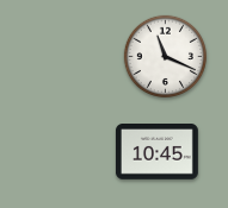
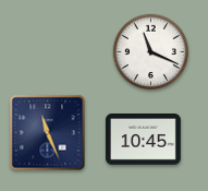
clock at (48, 133): none -> 11:26
